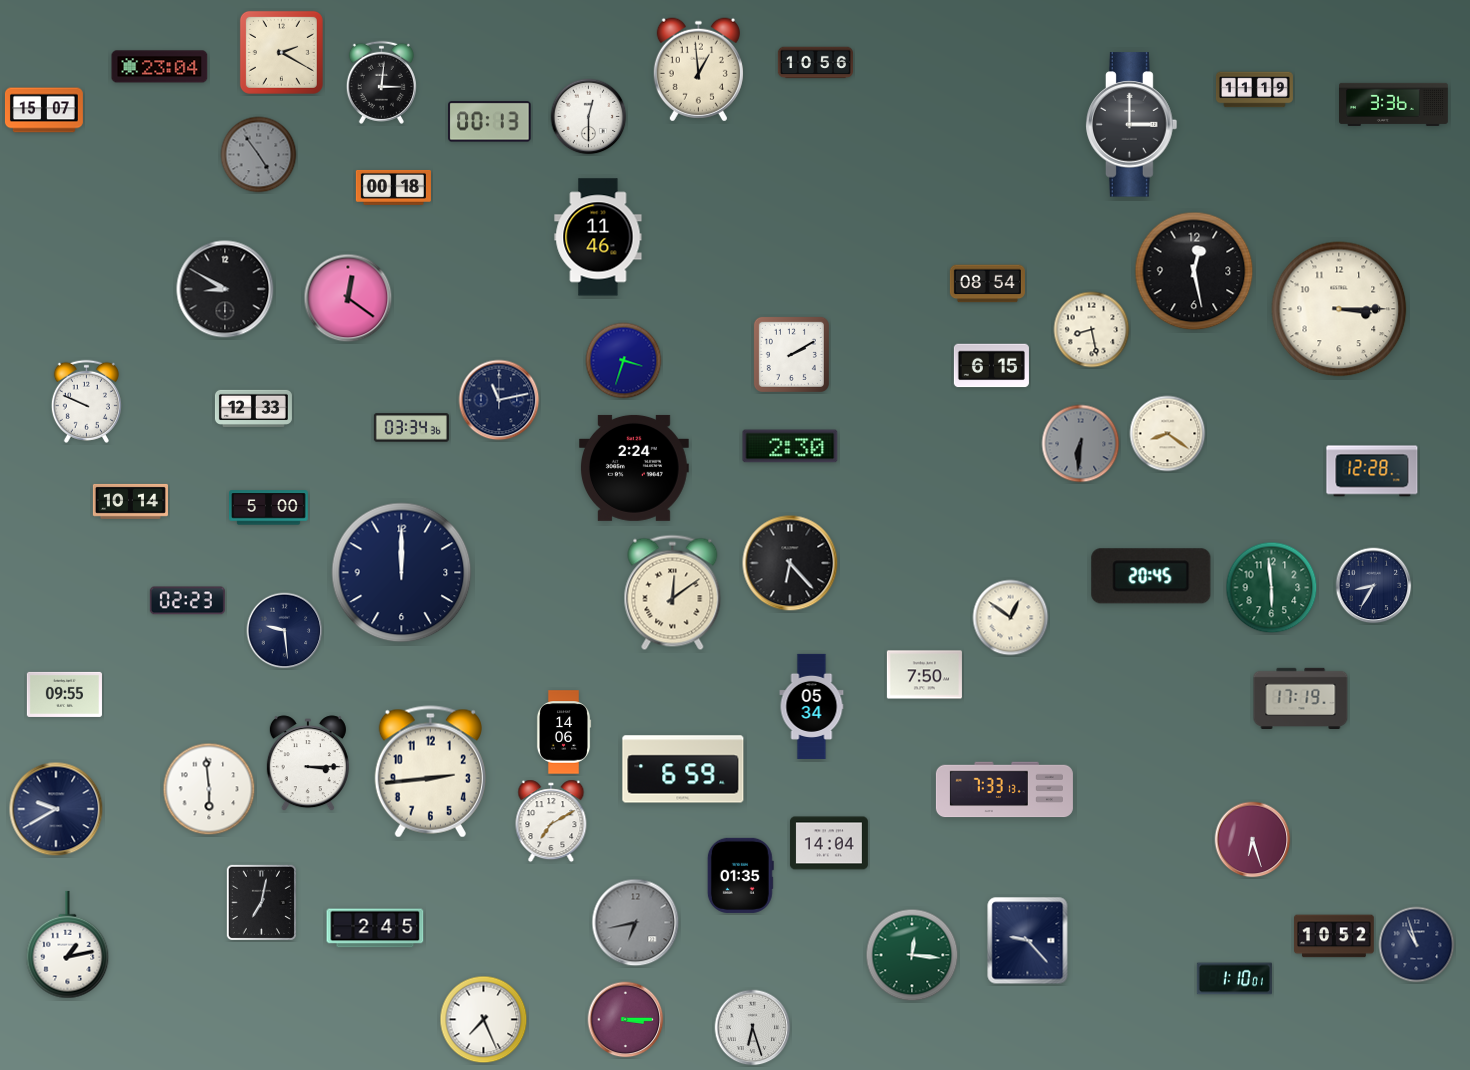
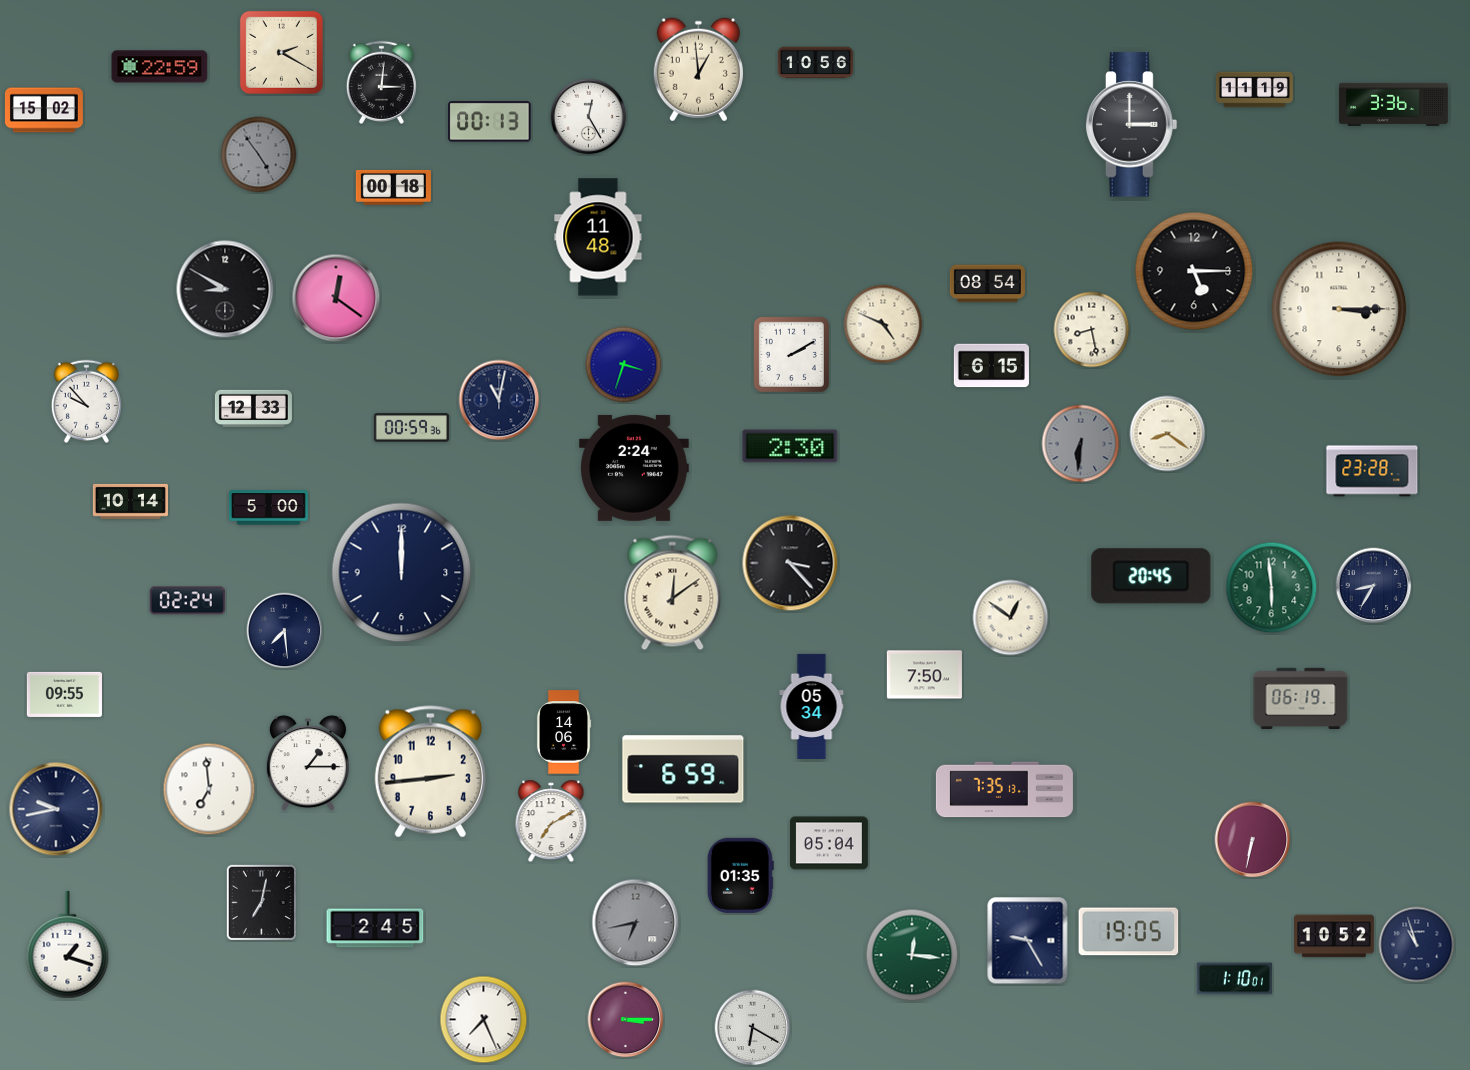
clock at (160, 67): 23:04 -> 22:59
clock at (44, 110): 15:07 -> 15:02
clock at (589, 117): 12:30 -> 12:25
clock at (598, 237): 11:46 -> 11:48
clock at (1194, 271): 12:28 -> 5:15
clock at (348, 298) position: (348, 298) -> (336, 298)
clock at (883, 324): none -> 4:49
clock at (624, 361) position: (624, 361) -> (624, 365)
clock at (499, 400): 11:13 -> 11:02
clock at (86, 401): 9:49 -> 9:53
clock at (411, 428): 03:34 -> 00:59
clock at (1372, 471): 12:28 -> 23:28
clock at (790, 563): 6:23 -> 3:23
clock at (187, 601): 02:23 -> 02:24
clock at (285, 631): 9:29 -> 7:29
clock at (1301, 698): 17:19 -> 06:19
clock at (308, 764): 3:15 -> 1:15
clock at (209, 789): 5:59 -> 6:59
clock at (1004, 790): 7:33 -> 7:35
clock at (56, 809): 9:40 -> 9:43
clock at (1253, 840): 6:27 -> 6:32
clock at (829, 843): 14:04 -> 05:04
clock at (1129, 932): none -> 19:05
clock at (1028, 941): 9:23 -> 9:25
clock at (68, 945): 1:13 -> 1:18
clock at (753, 1028): 6:27 -> 6:20
